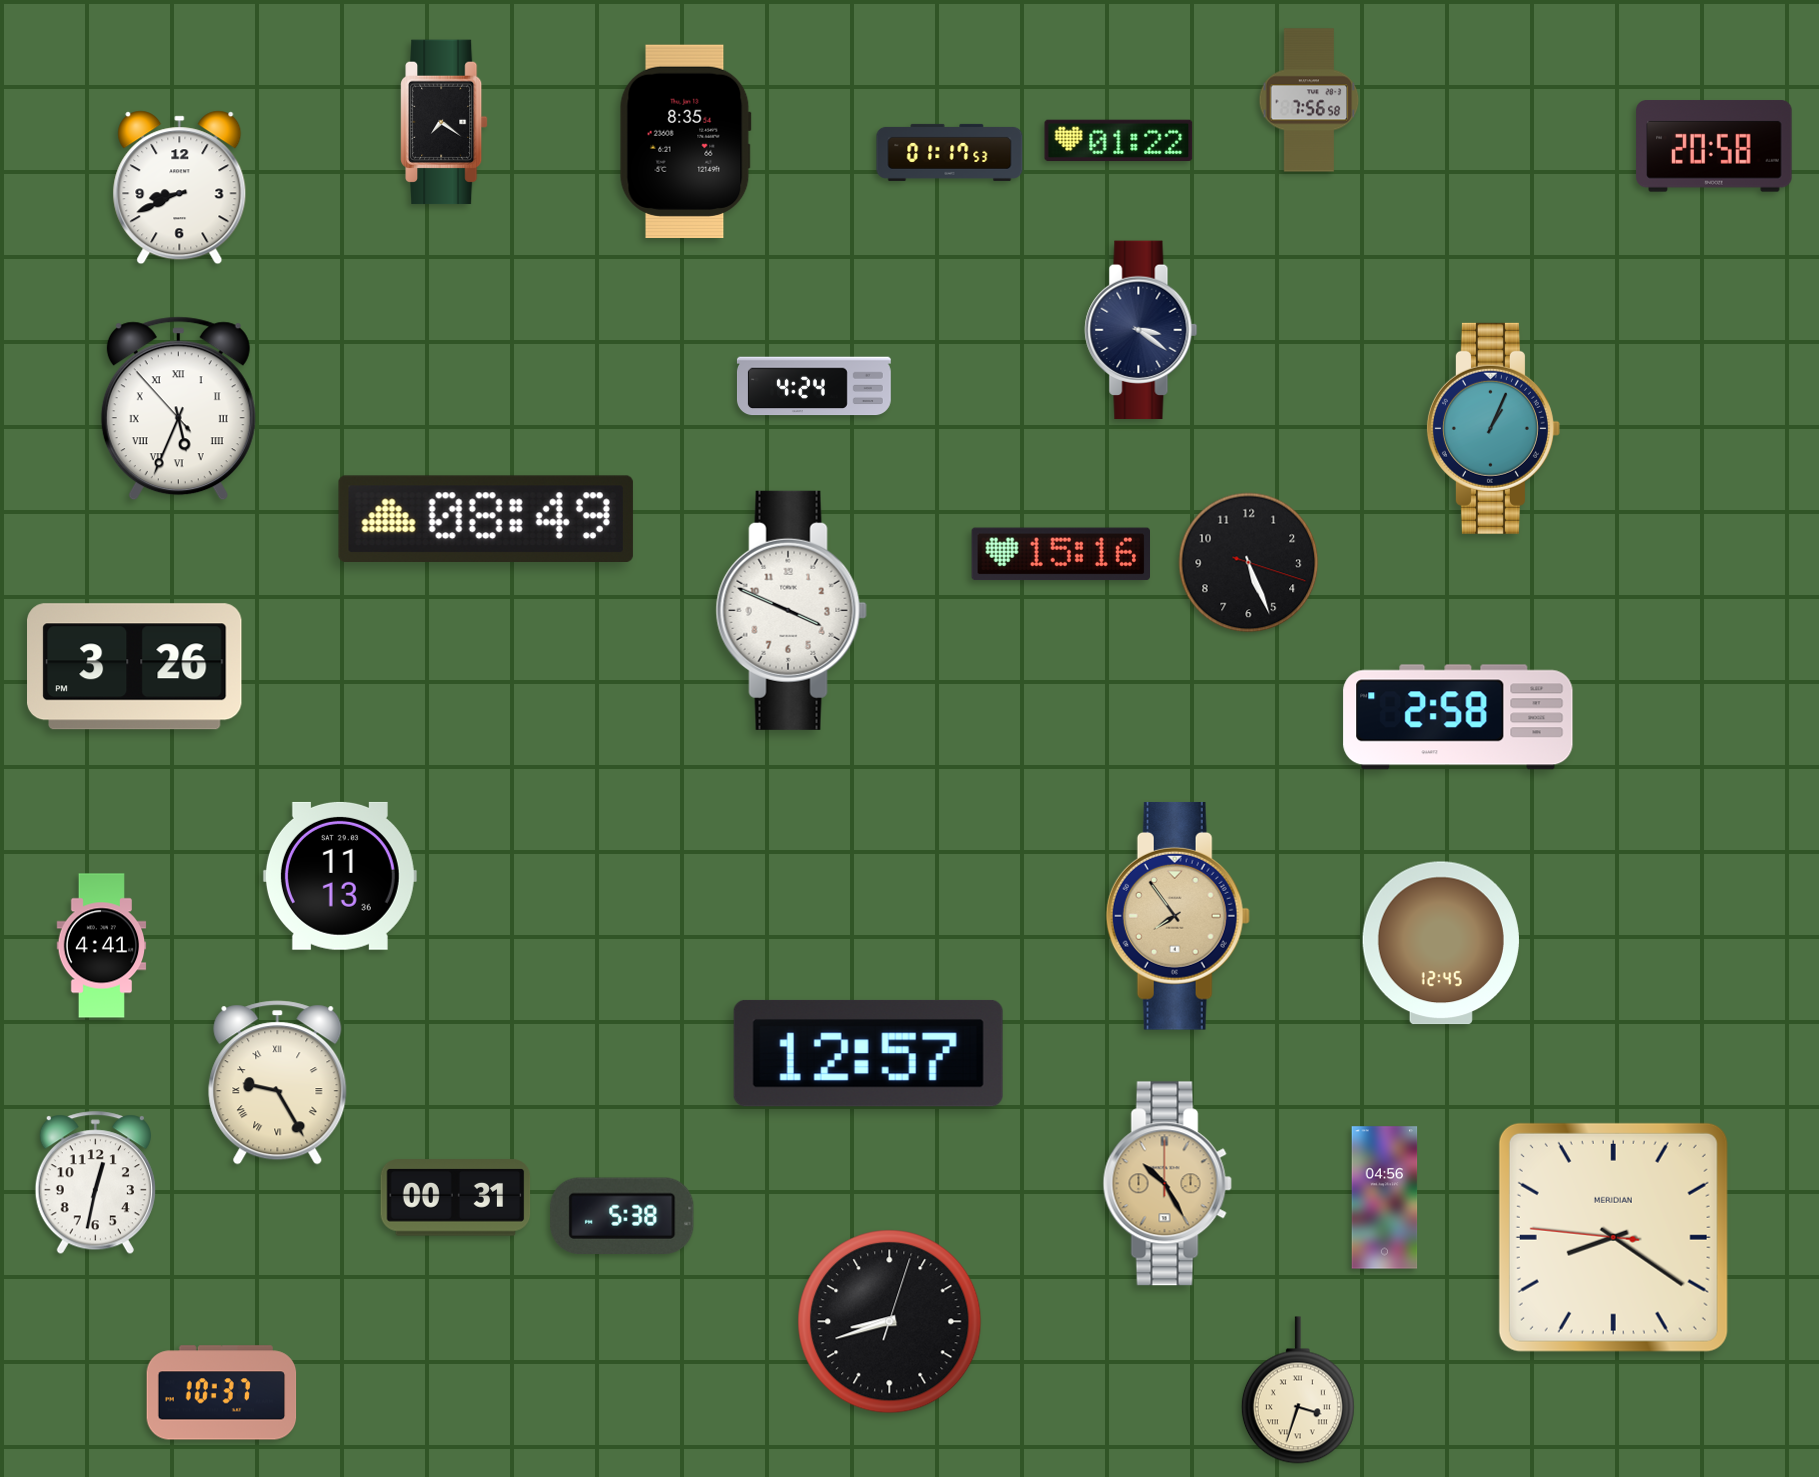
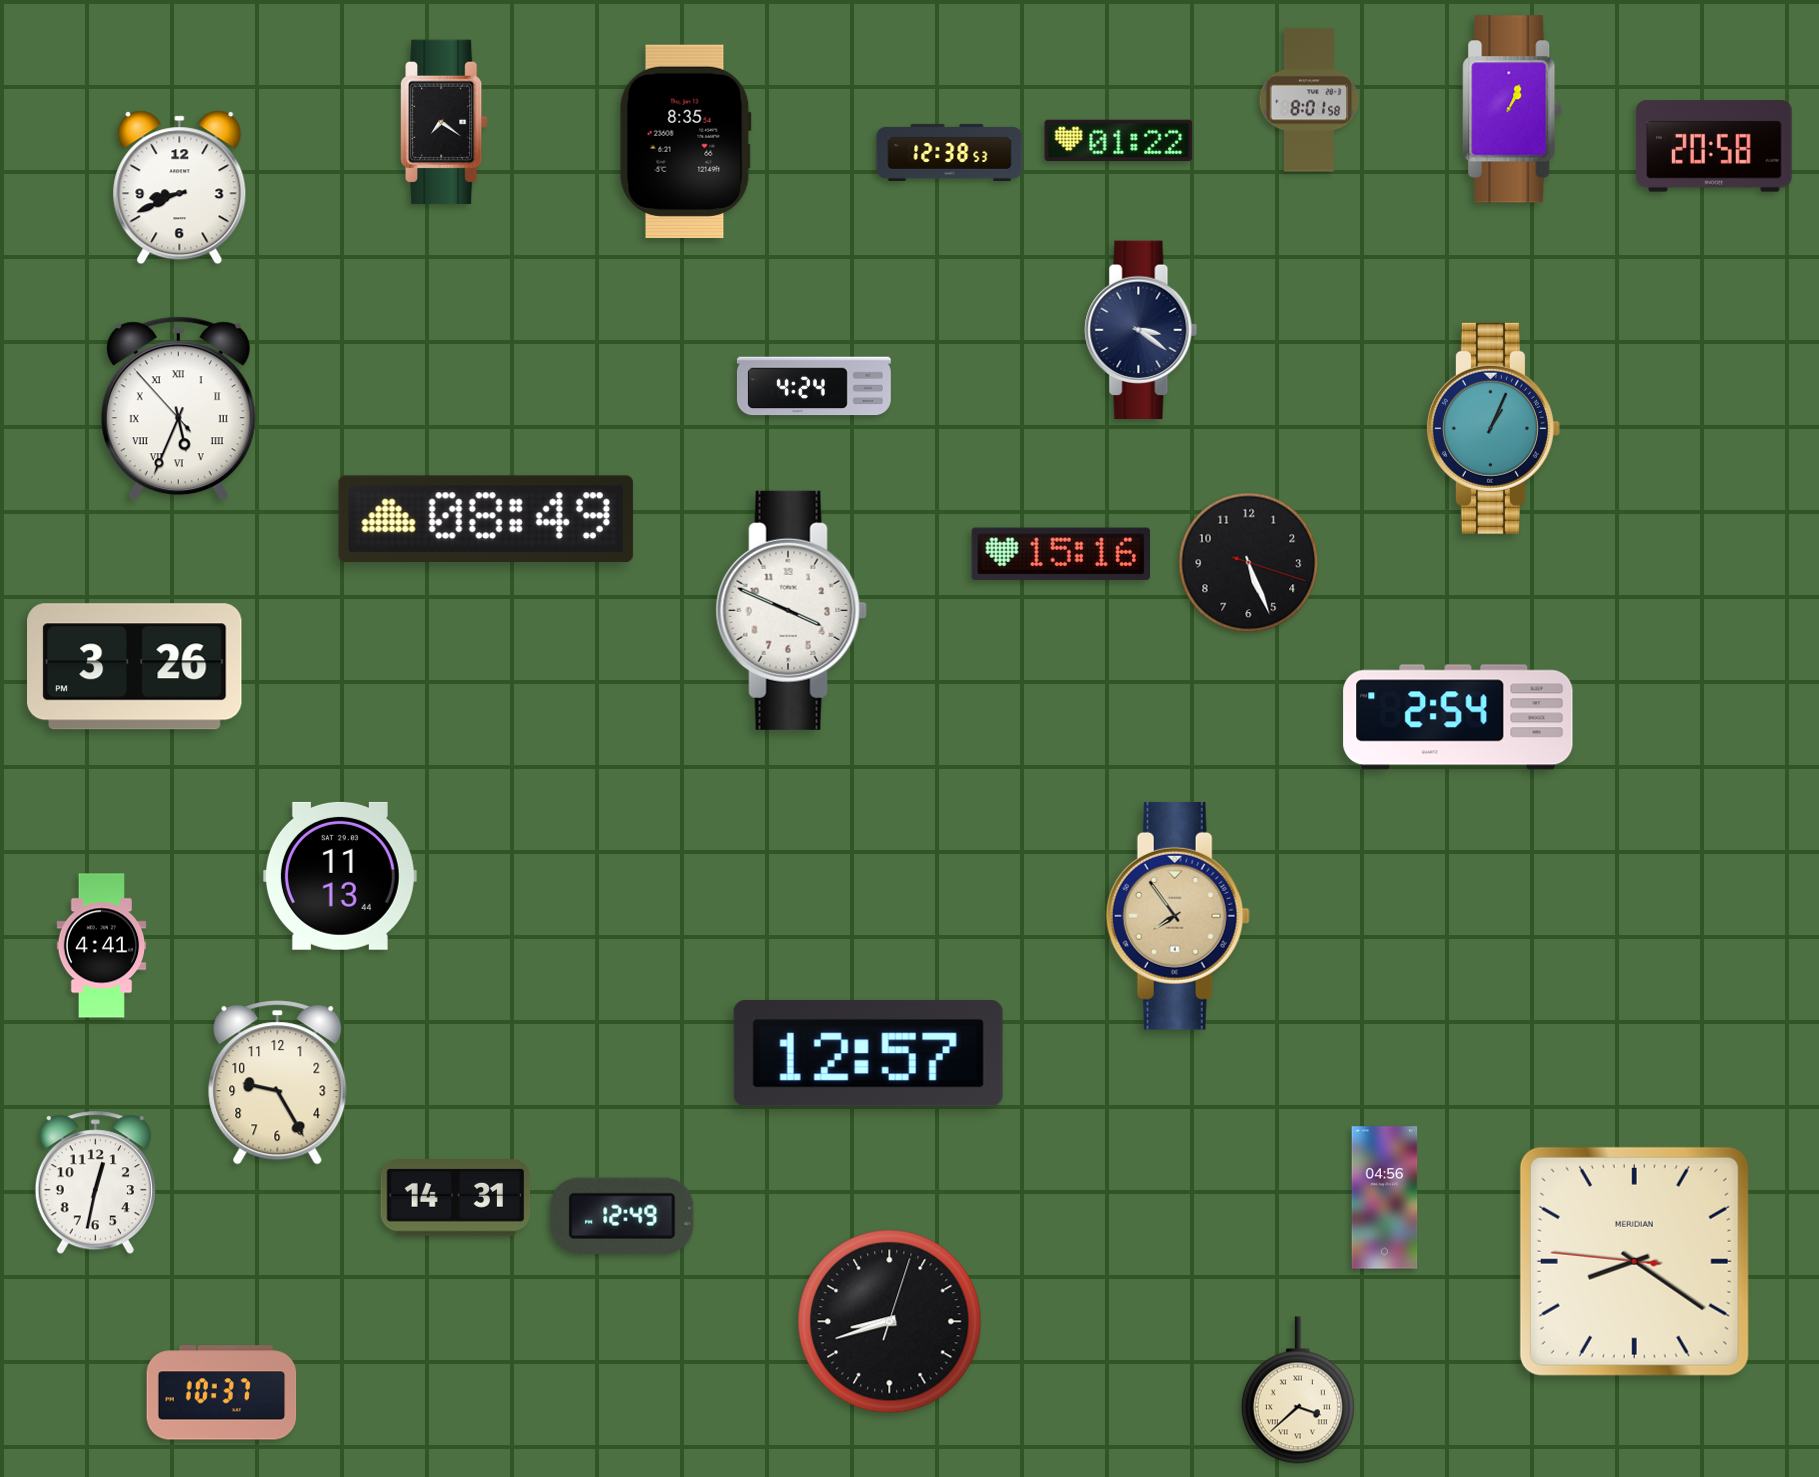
clock at (1309, 100): 7:56 -> 8:01
clock at (1512, 109): none -> 1:04
clock at (950, 152): 01:17 -> 12:38
clock at (1458, 717): 2:58 -> 2:54
clock at (340, 876): 11:13:36 -> 11:13:44
clock at (1441, 943): 12:45 -> none
clock at (278, 1083) numerals: Roman -> Arabic
clock at (1167, 1184): 10:25 -> none
clock at (456, 1198): 00:31 -> 14:31
clock at (622, 1215): 5:38 -> 12:49
clock at (1613, 1237) position: (1613, 1237) -> (1634, 1261)
clock at (1298, 1390): 3:33 -> 3:38
